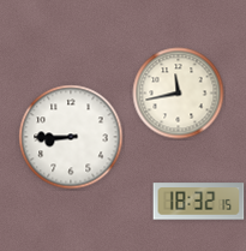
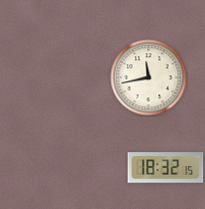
clock at (71, 137): 8:45 -> none
